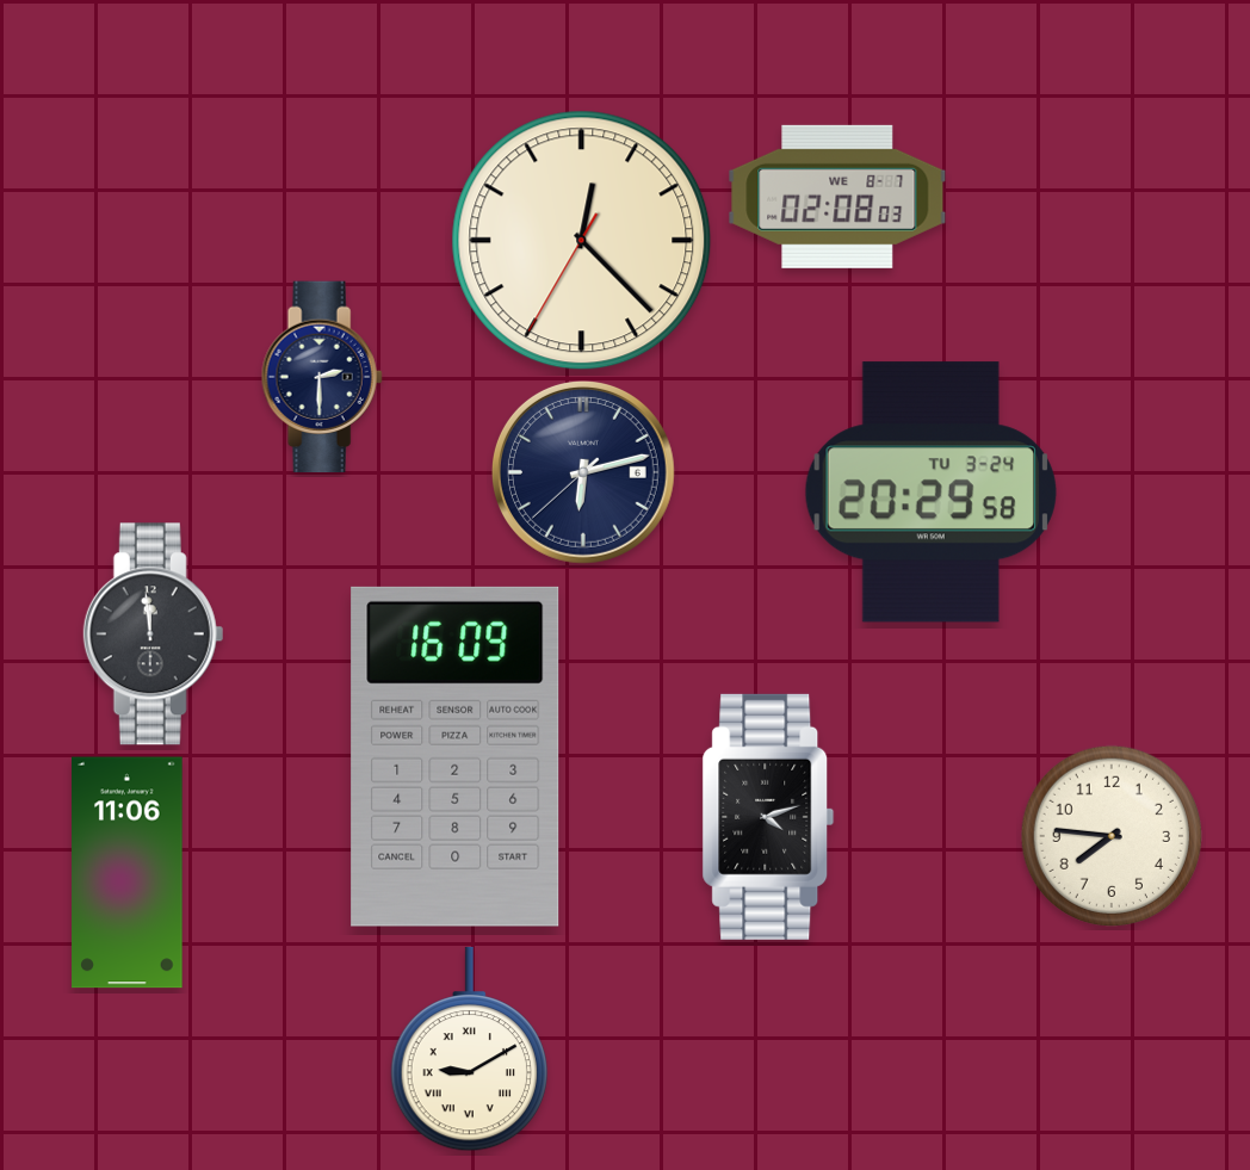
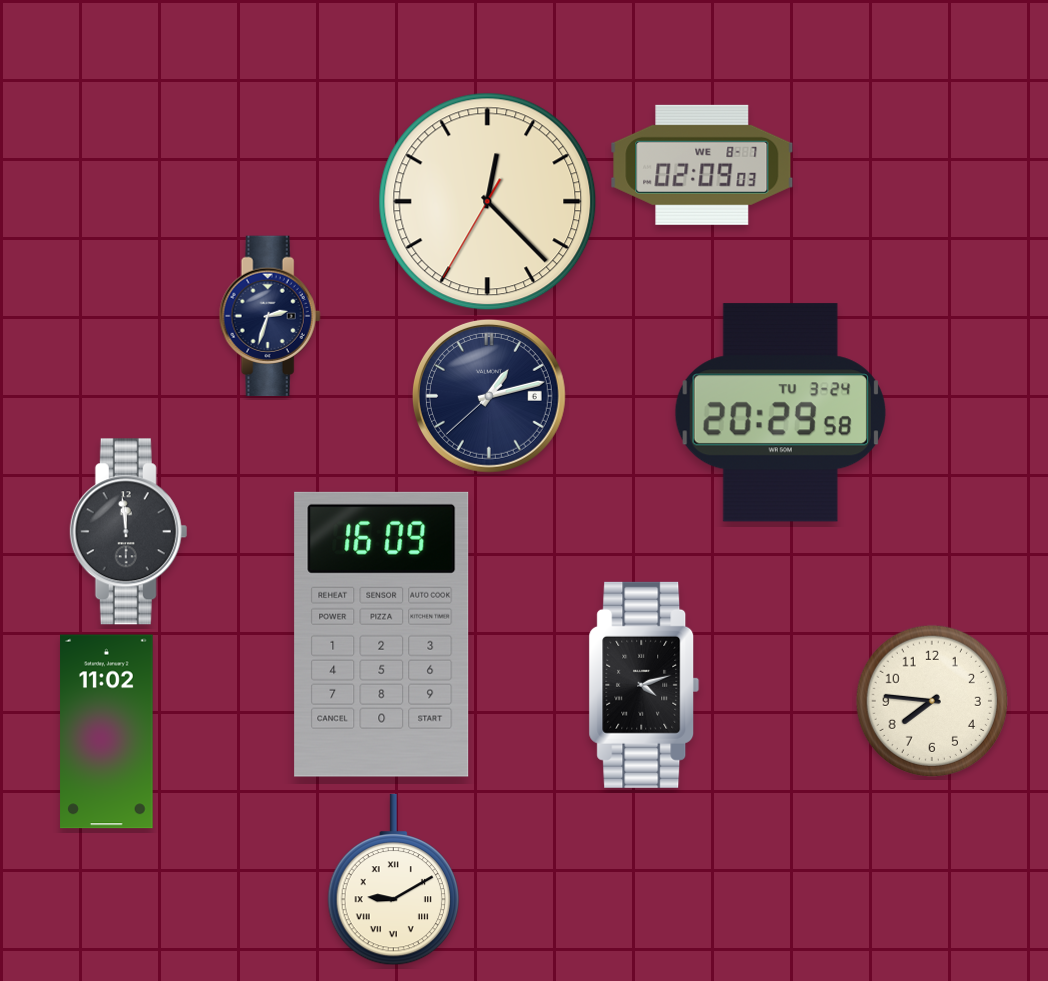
clock at (837, 197): 02:08 -> 02:09
clock at (322, 377): 2:30 -> 2:33
clock at (583, 472): 6:12 -> 1:12
clock at (128, 873): 11:06 -> 11:02
